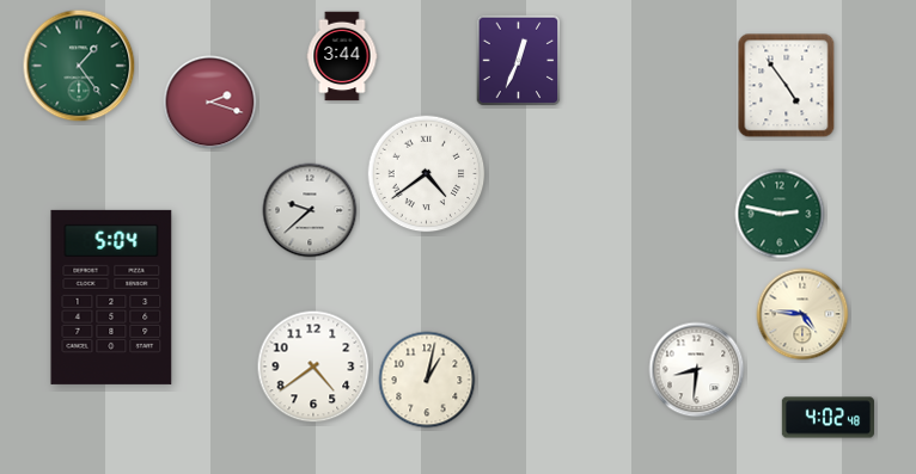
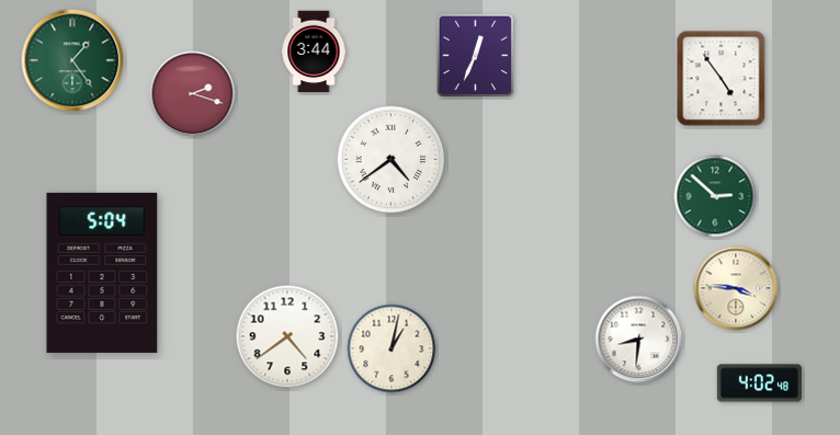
clock at (310, 210): 9:38 -> none
clock at (780, 214): 2:47 -> 2:52
clock at (802, 314): 4:46 -> 3:46
